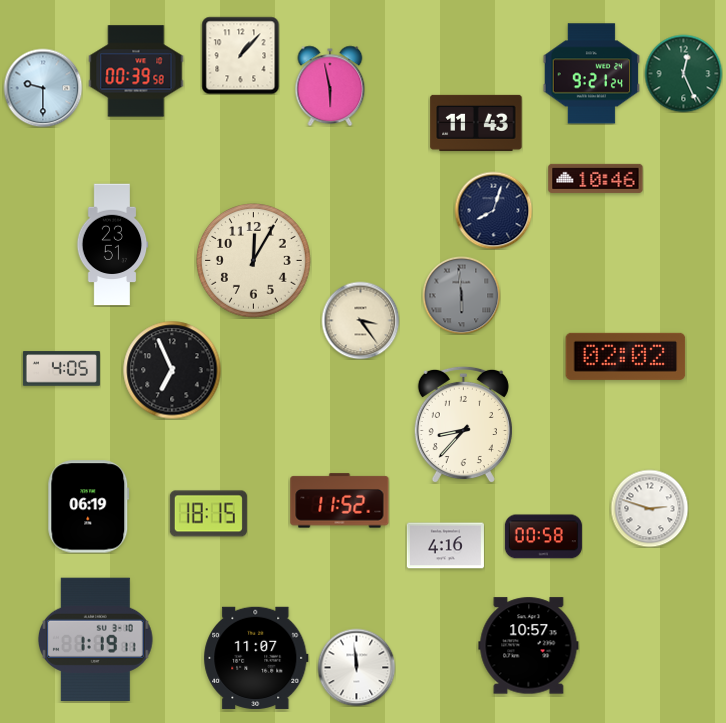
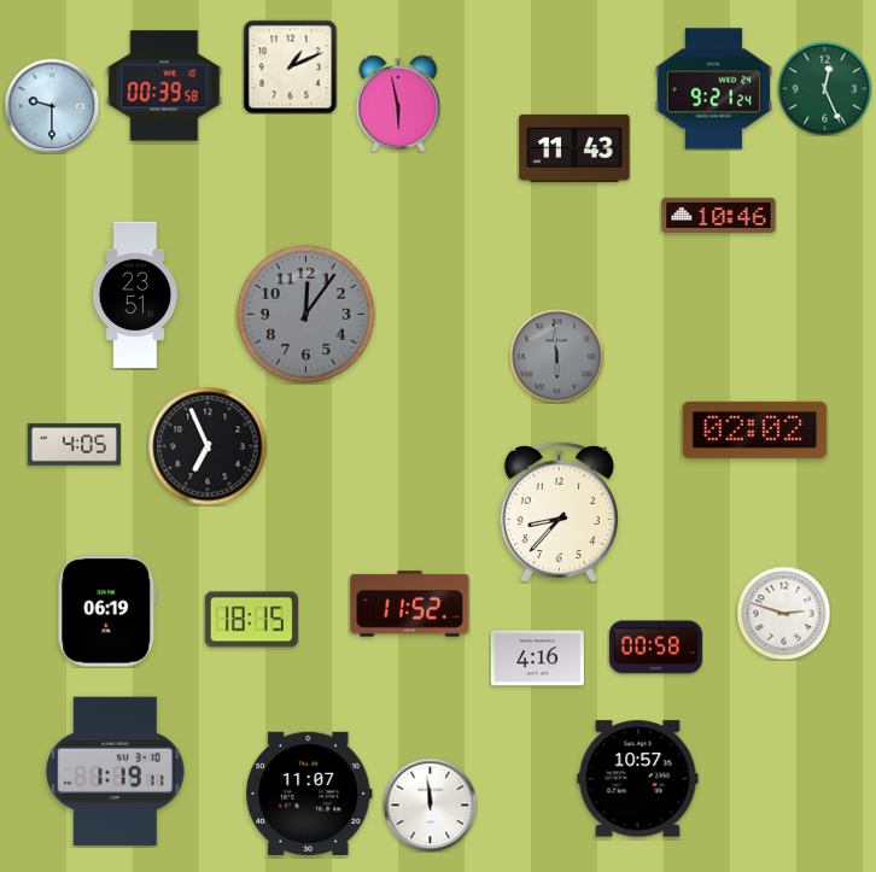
clock at (240, 55): 1:07 -> 1:11
clock at (493, 210): 8:03 -> none
clock at (254, 261): 12:05 -> 12:06
clock at (254, 261) dial: cream -> grey
clock at (360, 320): 3:24 -> none
